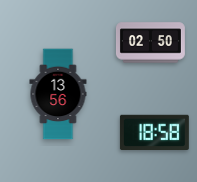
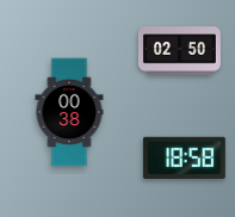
clock at (58, 94): 13:56 -> 00:38
